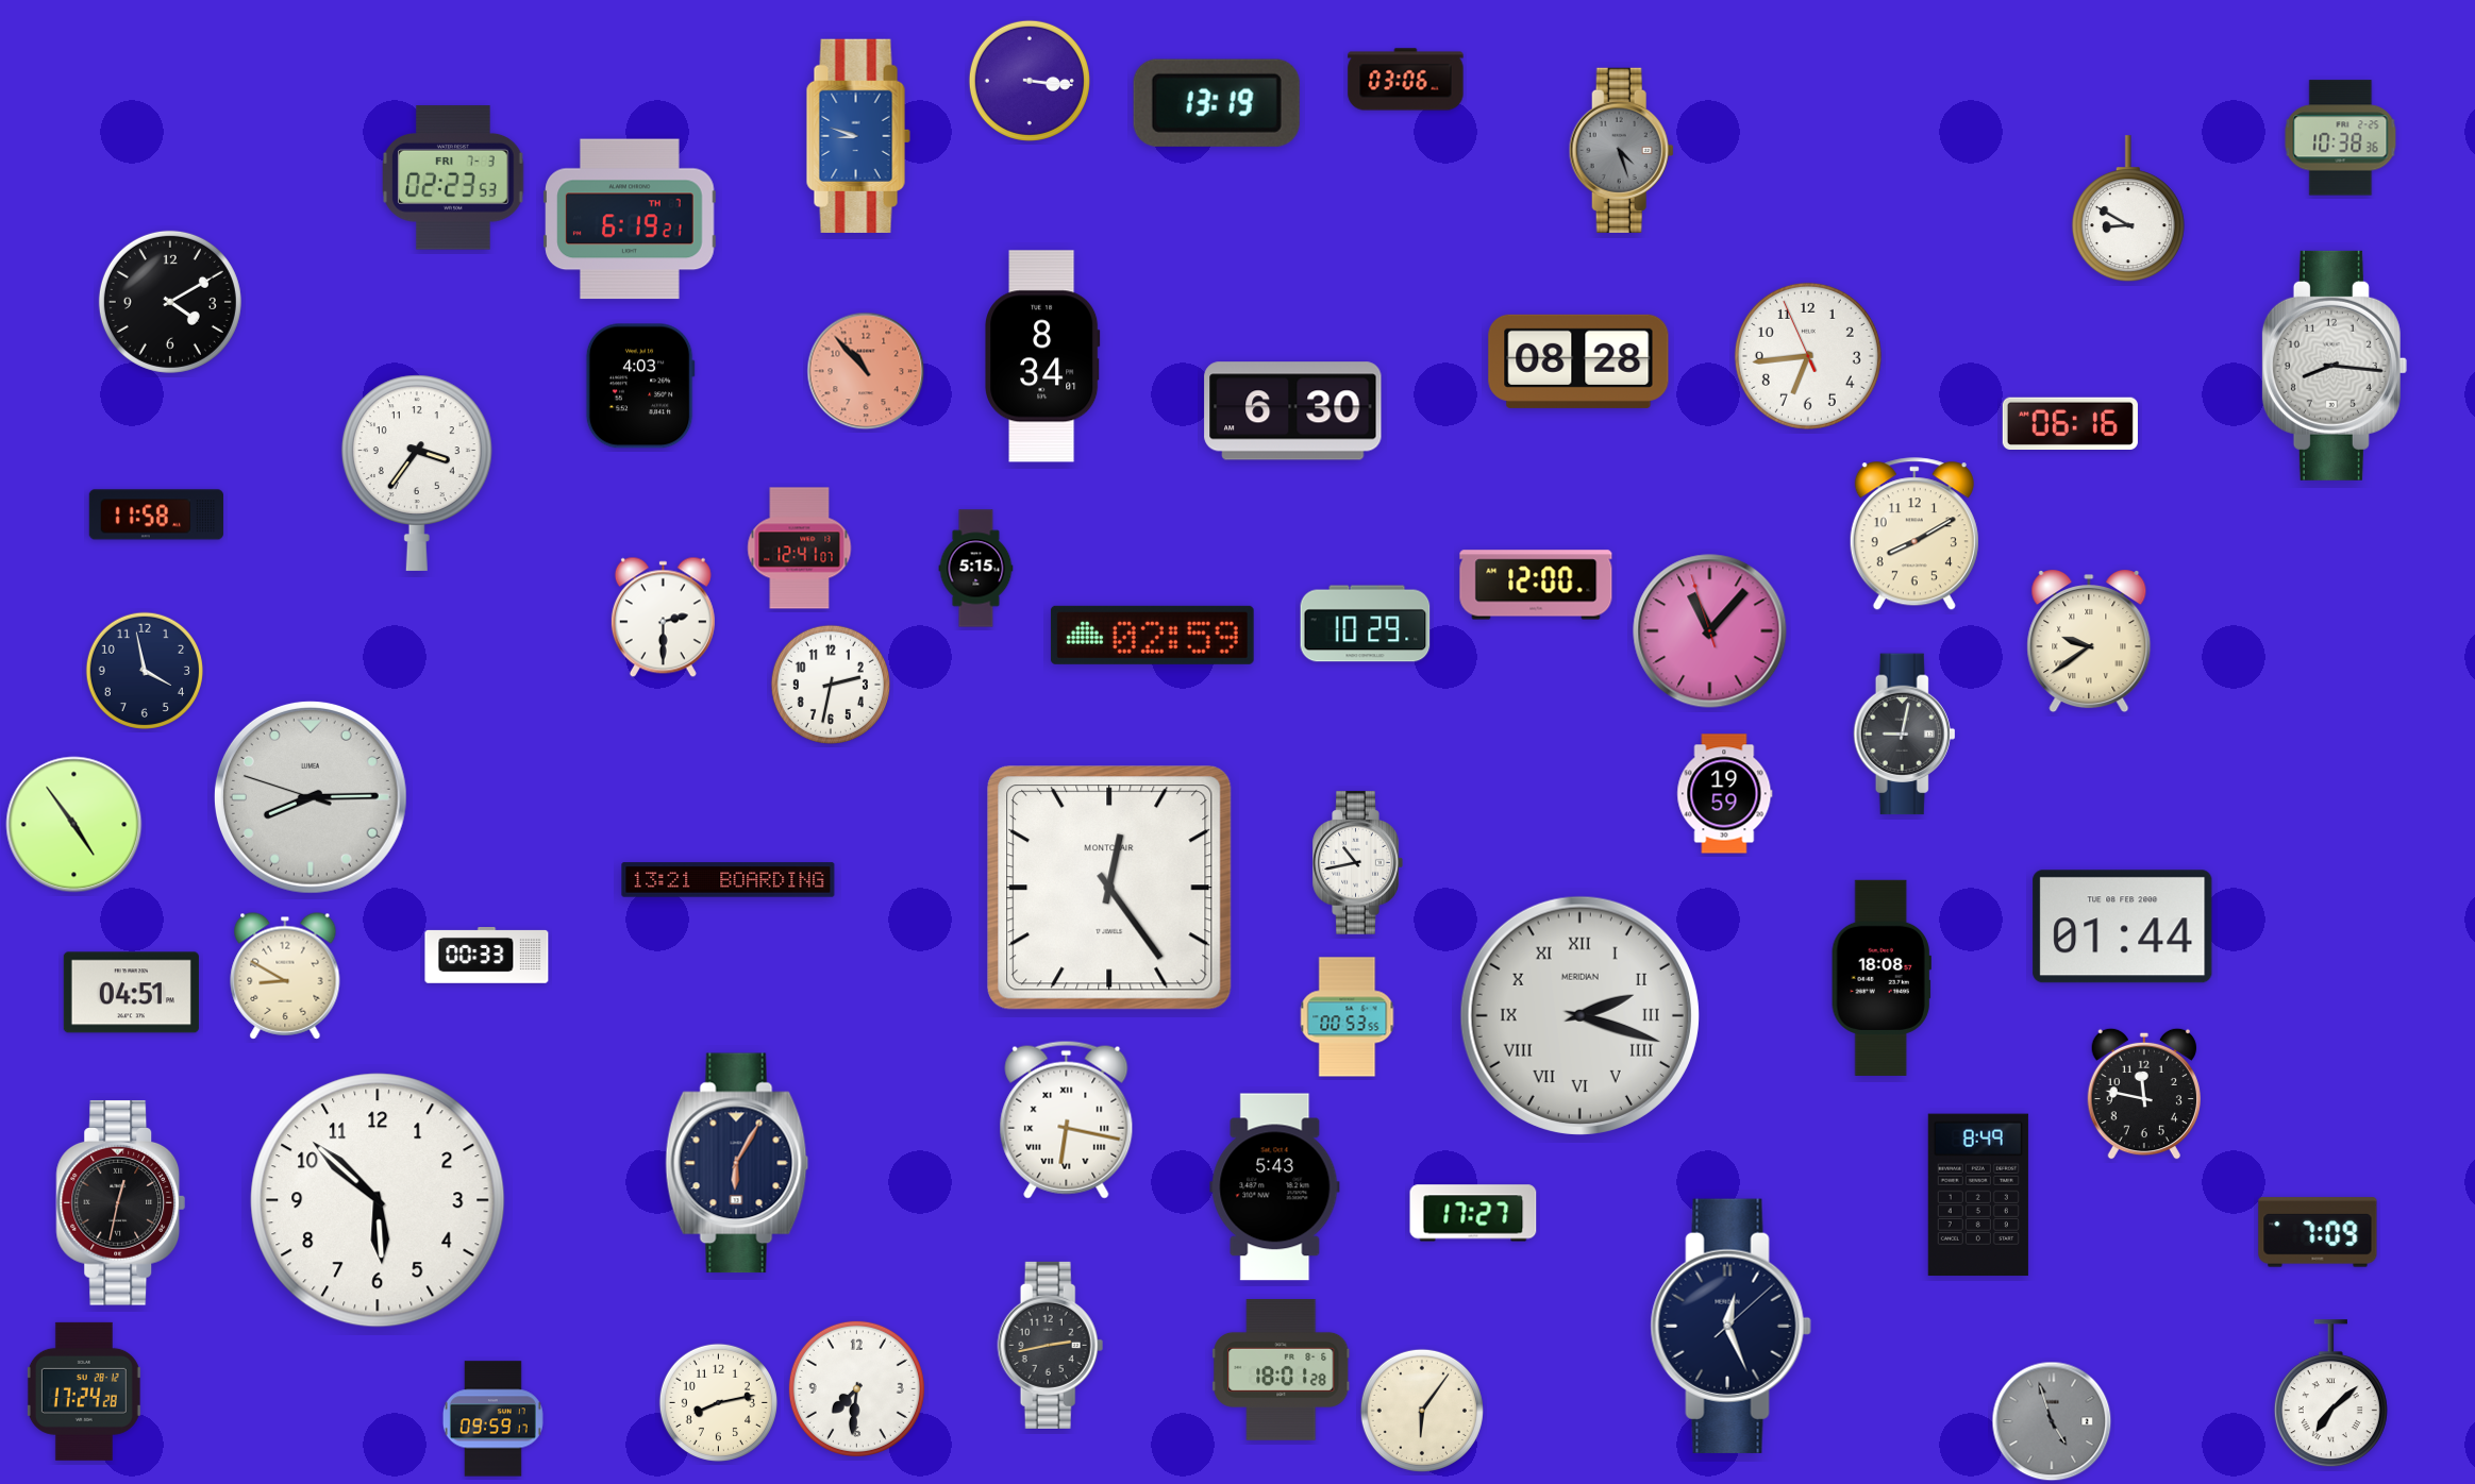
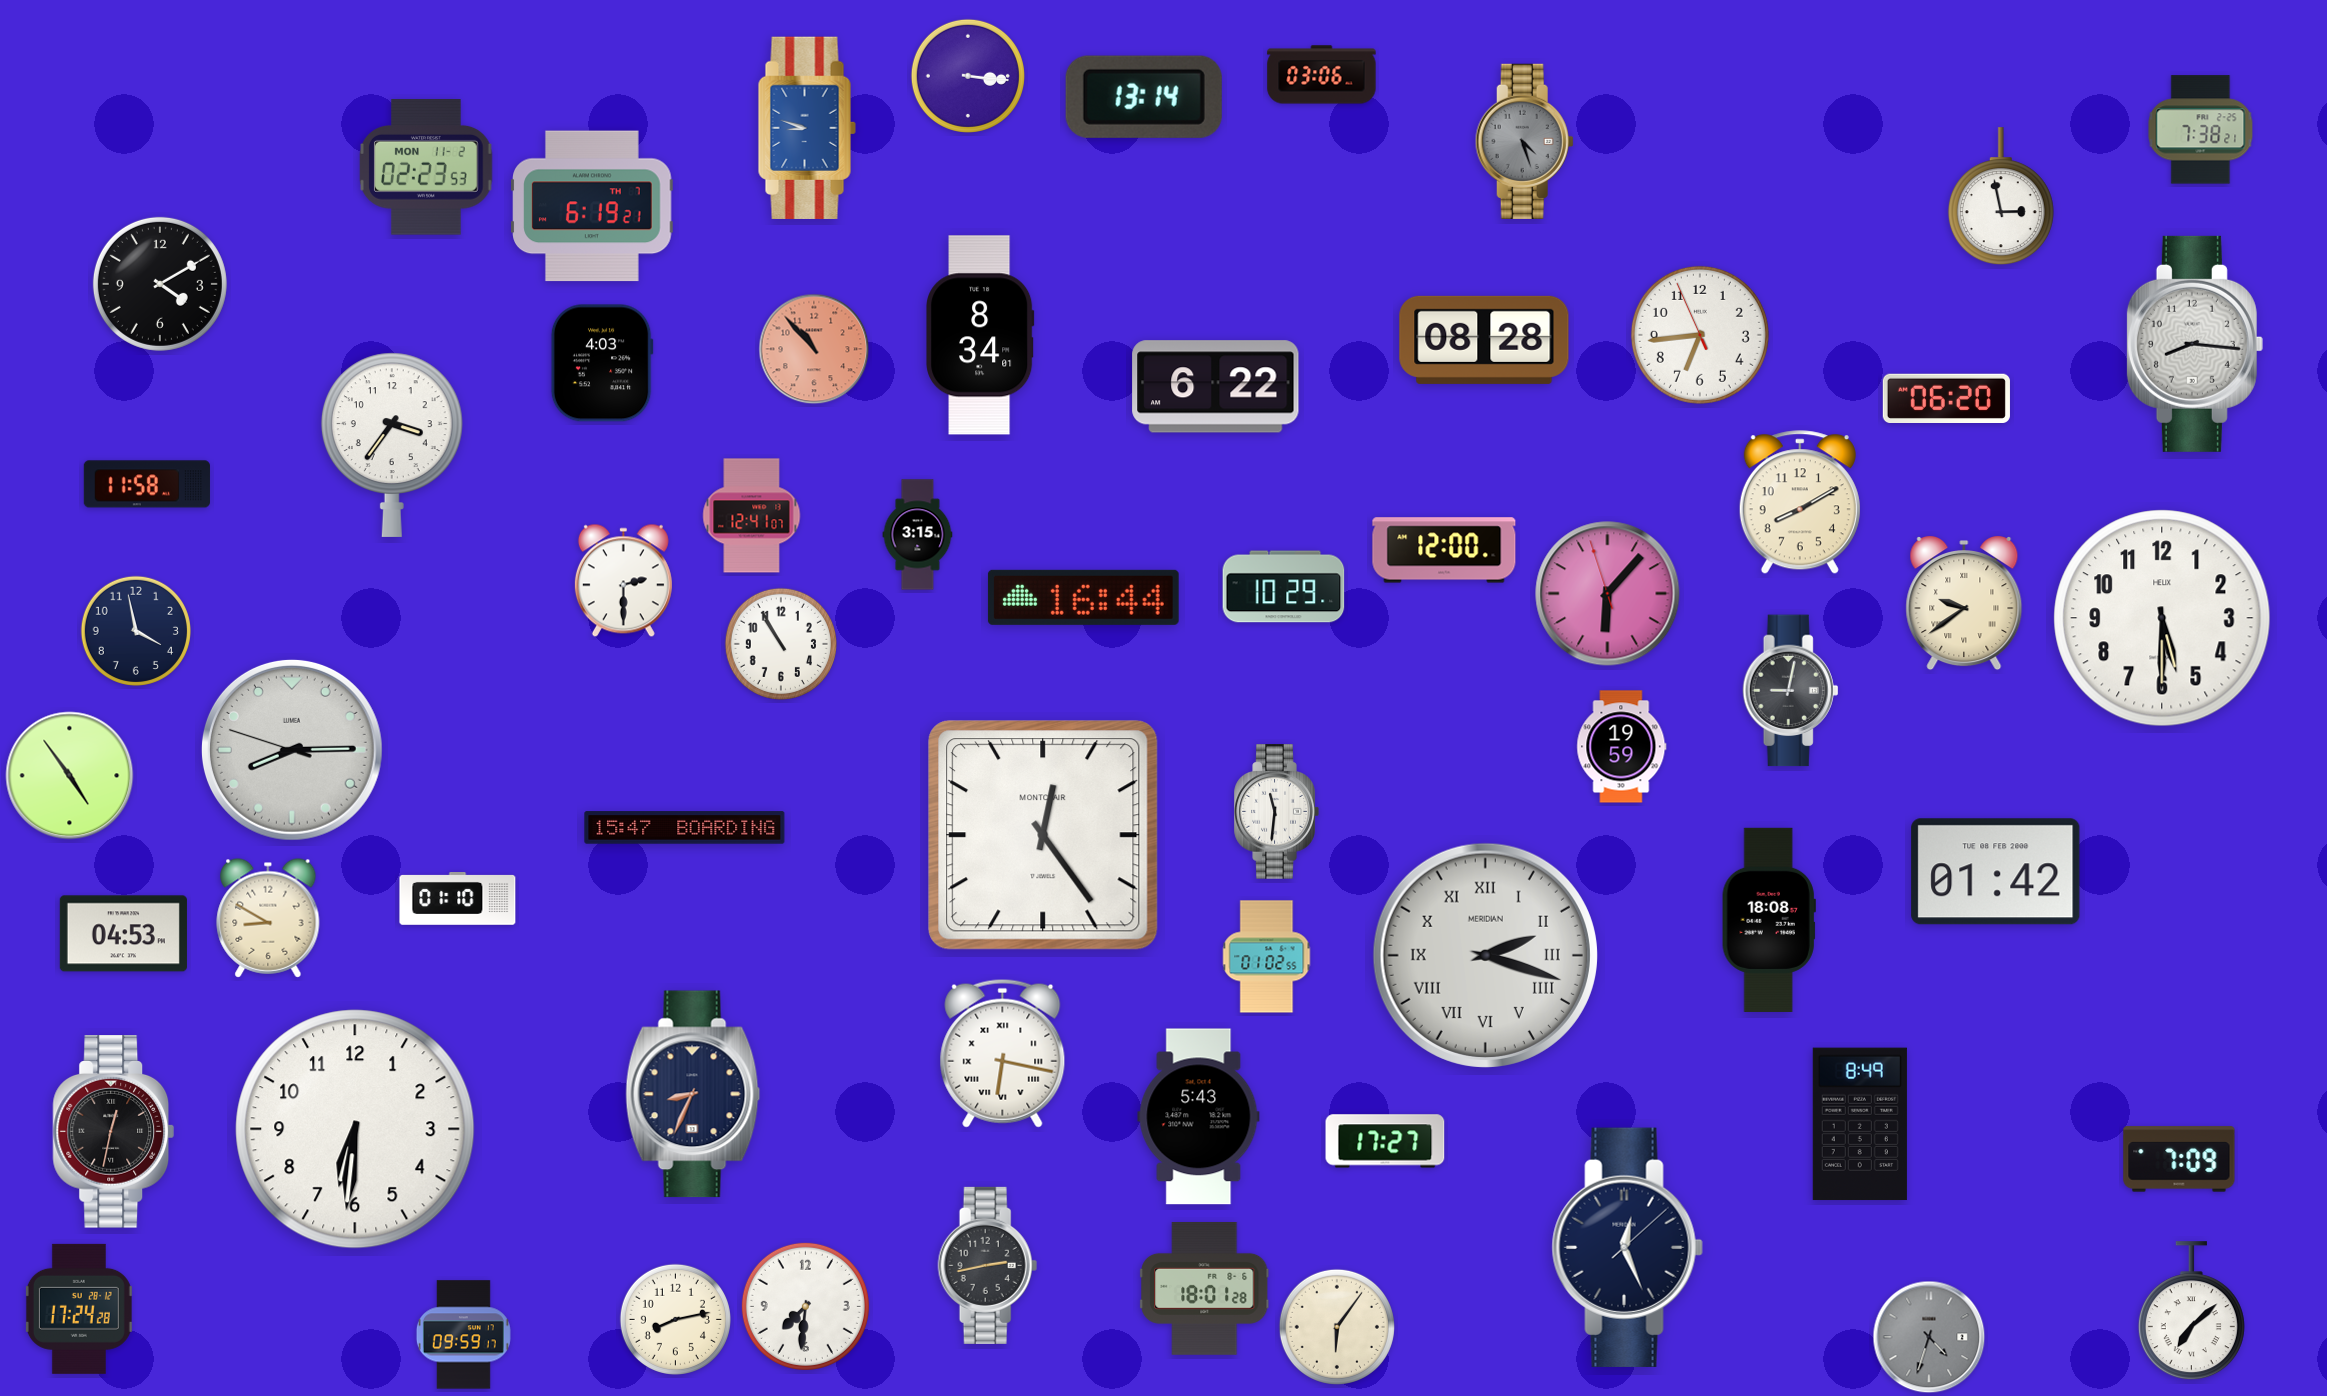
clock at (1217, 103): 13:19 -> 13:14
clock at (2341, 138): 10:38 -> 7:38
clock at (453, 178) date: FRI 7-3 -> MON 11-2
clock at (2128, 209): 8:50 -> 2:58
clock at (1293, 411): 6:30 -> 6:22
clock at (2070, 423): 06:16 -> 06:20
clock at (976, 569): 5:15 -> 3:15
clock at (1710, 631): 11:06 -> 6:06
clock at (1152, 635): 02:59 -> 16:44
clock at (2162, 618): none -> 5:30
clock at (831, 685): 2:32 -> 10:55
clock at (1357, 863): 10:43 -> 11:31
clock at (729, 880): 13:21 -> 15:47
clock at (2123, 927): 01:44 -> 01:42
clock at (487, 956): 00:33 -> 01:10
clock at (131, 993): 04:51 -> 04:53
clock at (1348, 1017): 00:53 -> 01:02
clock at (2144, 1094): 11:47 -> none
clock at (737, 1163): 6:05 -> 8:34
clock at (378, 1200): 5:52 -> 6:31
clock at (2052, 1421): 4:57 -> 4:33
